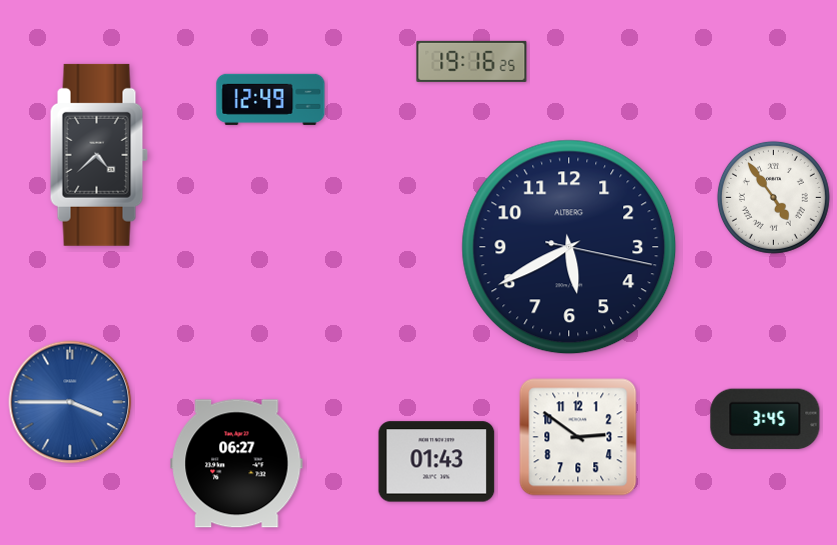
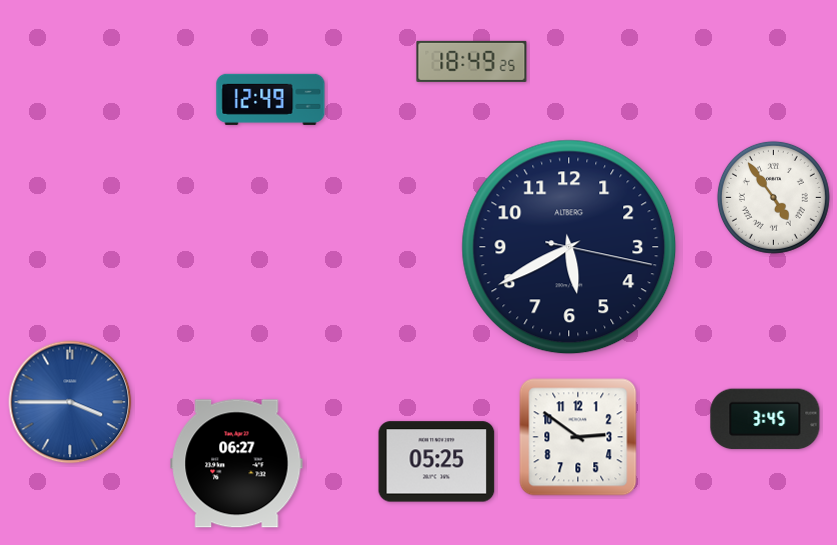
clock at (472, 61): 19:16 -> 18:49
clock at (99, 155): 4:38 -> none
clock at (437, 462): 01:43 -> 05:25
